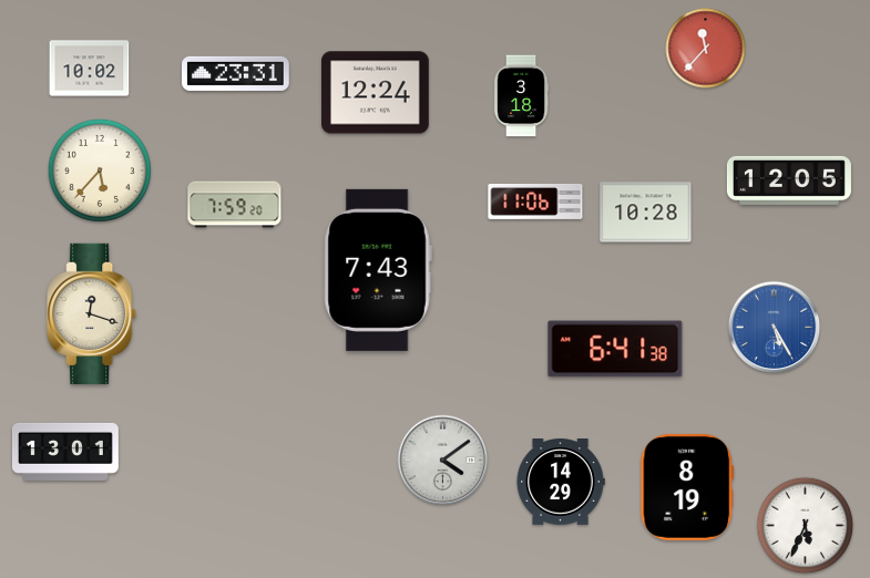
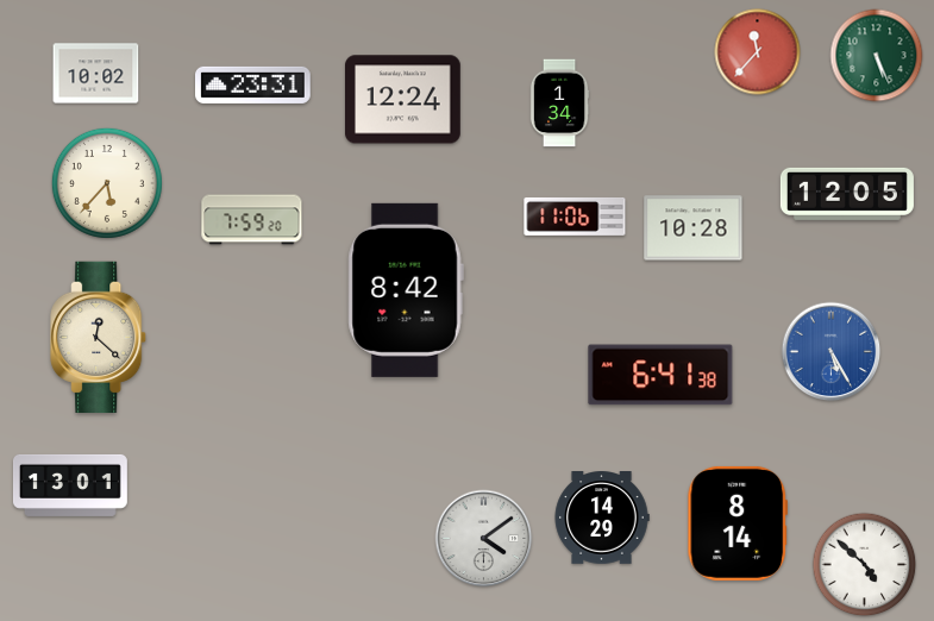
clock at (877, 56): none -> 5:26
clock at (236, 73) position: (236, 73) -> (253, 84)
clock at (521, 96): 3:18 -> 1:34
clock at (378, 270): 7:43 -> 8:42
clock at (92, 313): 12:18 -> 12:22
clock at (443, 461) position: (443, 461) -> (484, 539)
clock at (687, 487): 8:19 -> 8:14
clock at (806, 526): 5:34 -> 4:52
